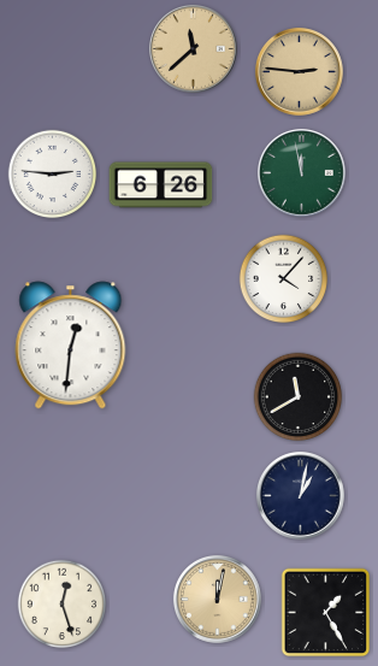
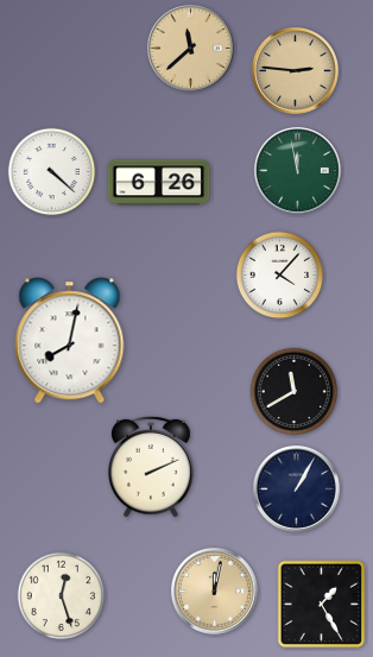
clock at (53, 175): 2:46 -> 4:22
clock at (71, 346): 12:31 -> 8:02
clock at (152, 467): none -> 2:11
clock at (300, 495): 1:02 -> 1:05
